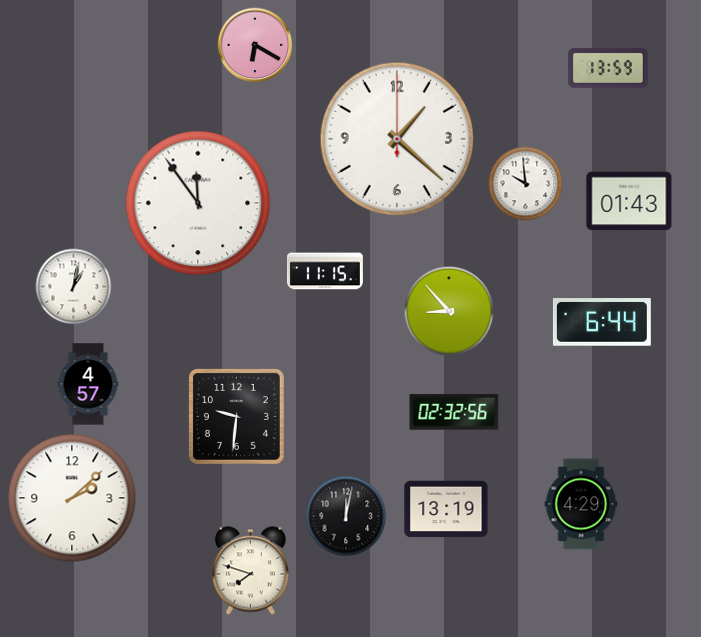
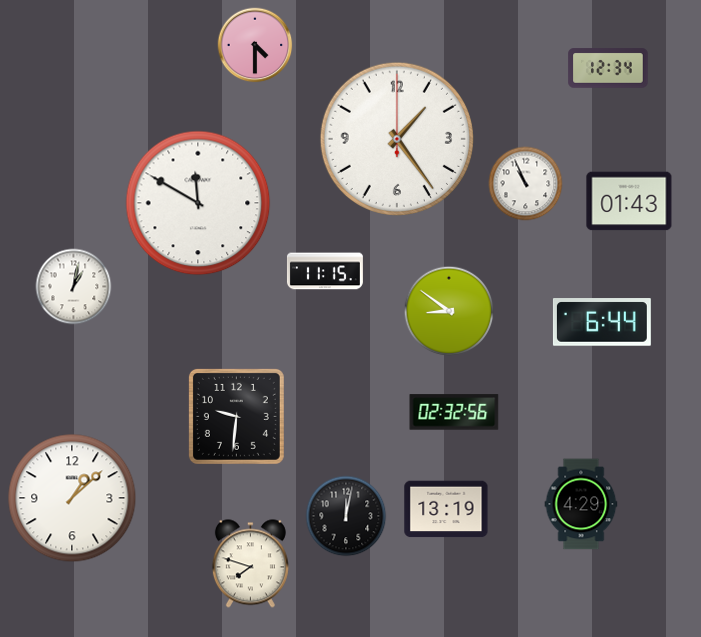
clock at (255, 45): 6:20 -> 4:30
clock at (608, 68): 13:59 -> 12:34
clock at (397, 139): 1:22 -> 1:24
clock at (526, 184): 9:59 -> 10:56
clock at (198, 203): 11:54 -> 11:50
clock at (449, 311): 8:53 -> 8:51
clock at (88, 384): 4:57 -> none
clock at (72, 498): 2:08 -> 1:08
clock at (250, 571) position: (250, 571) -> (250, 564)
